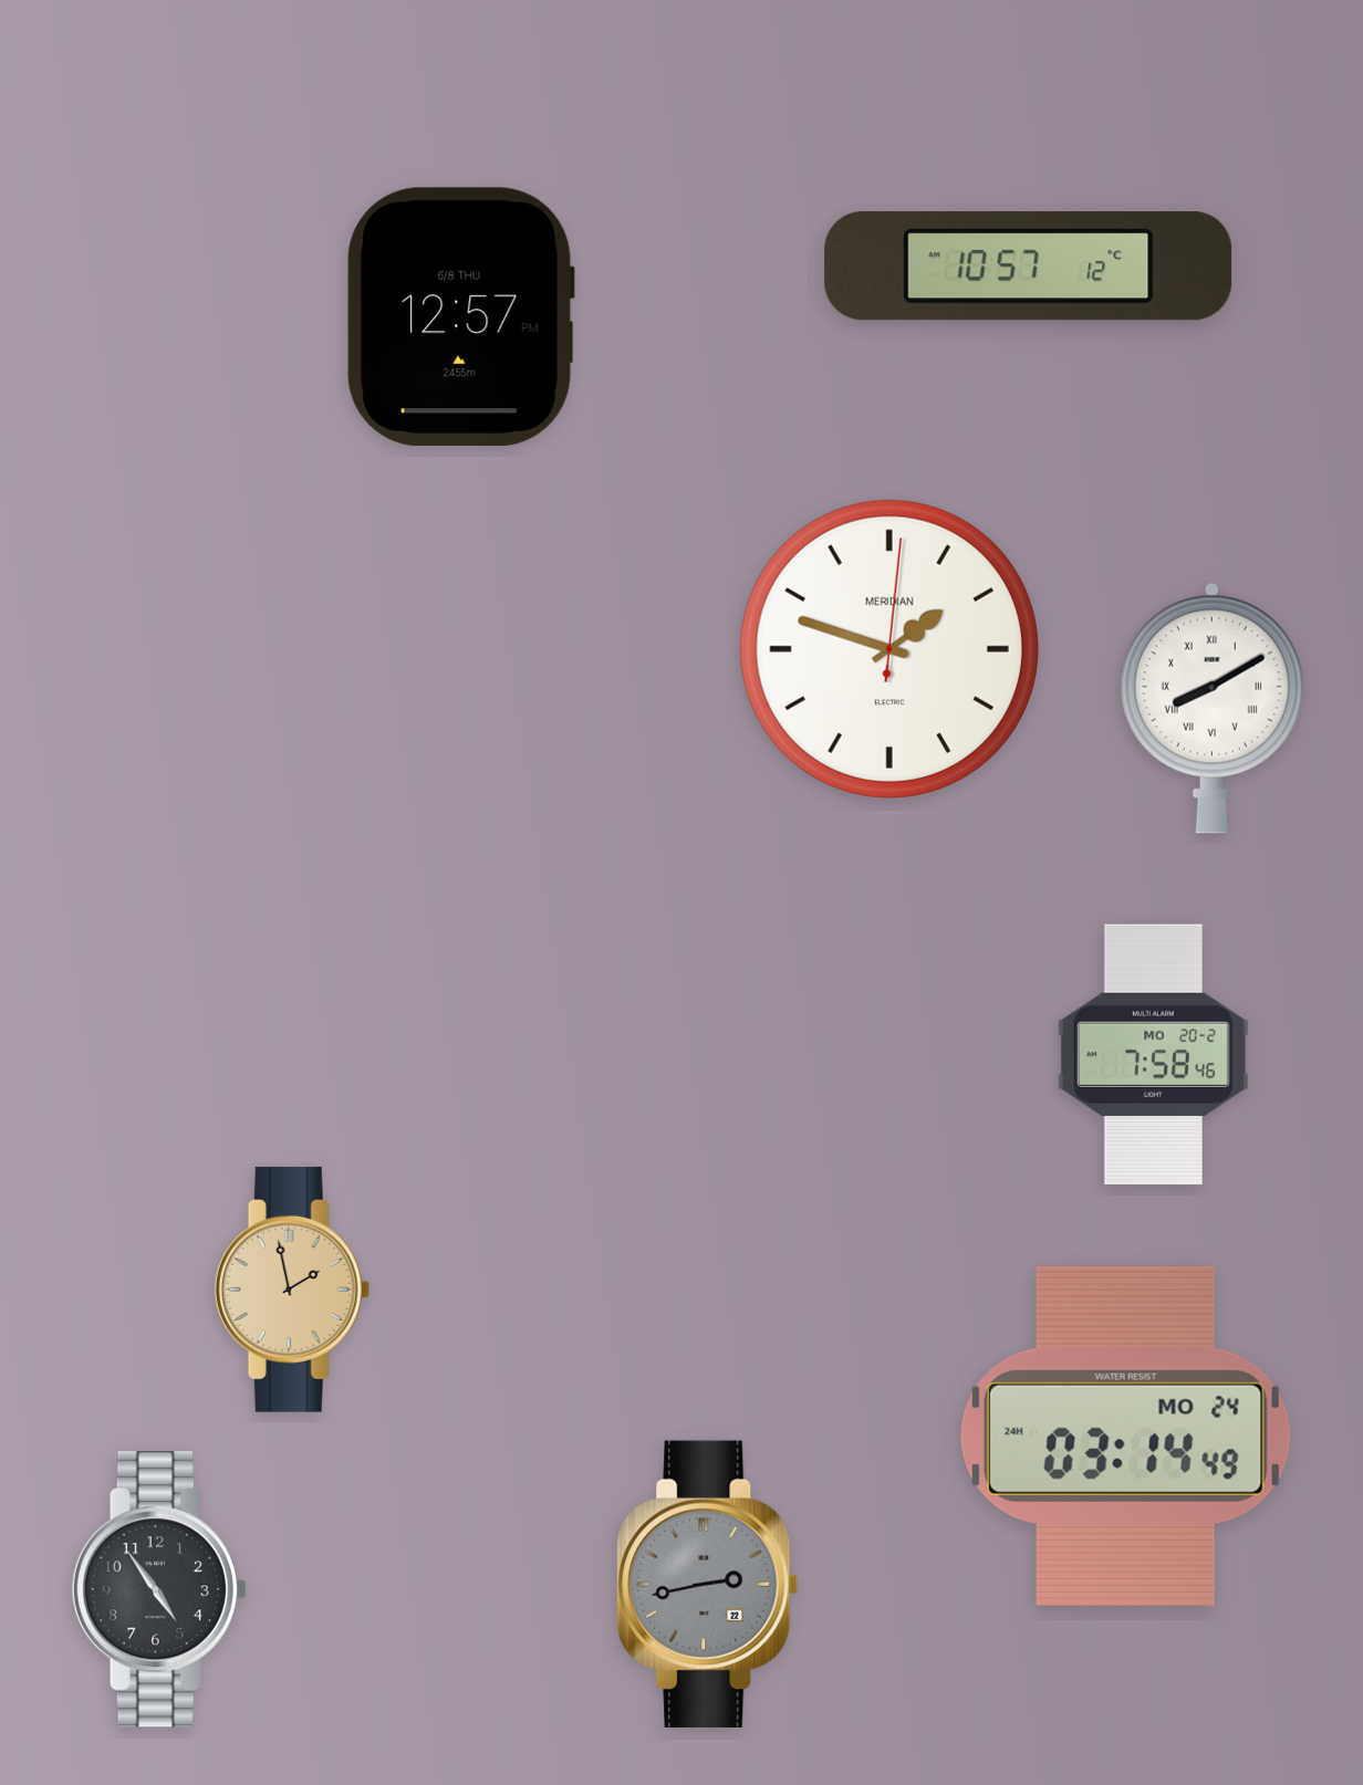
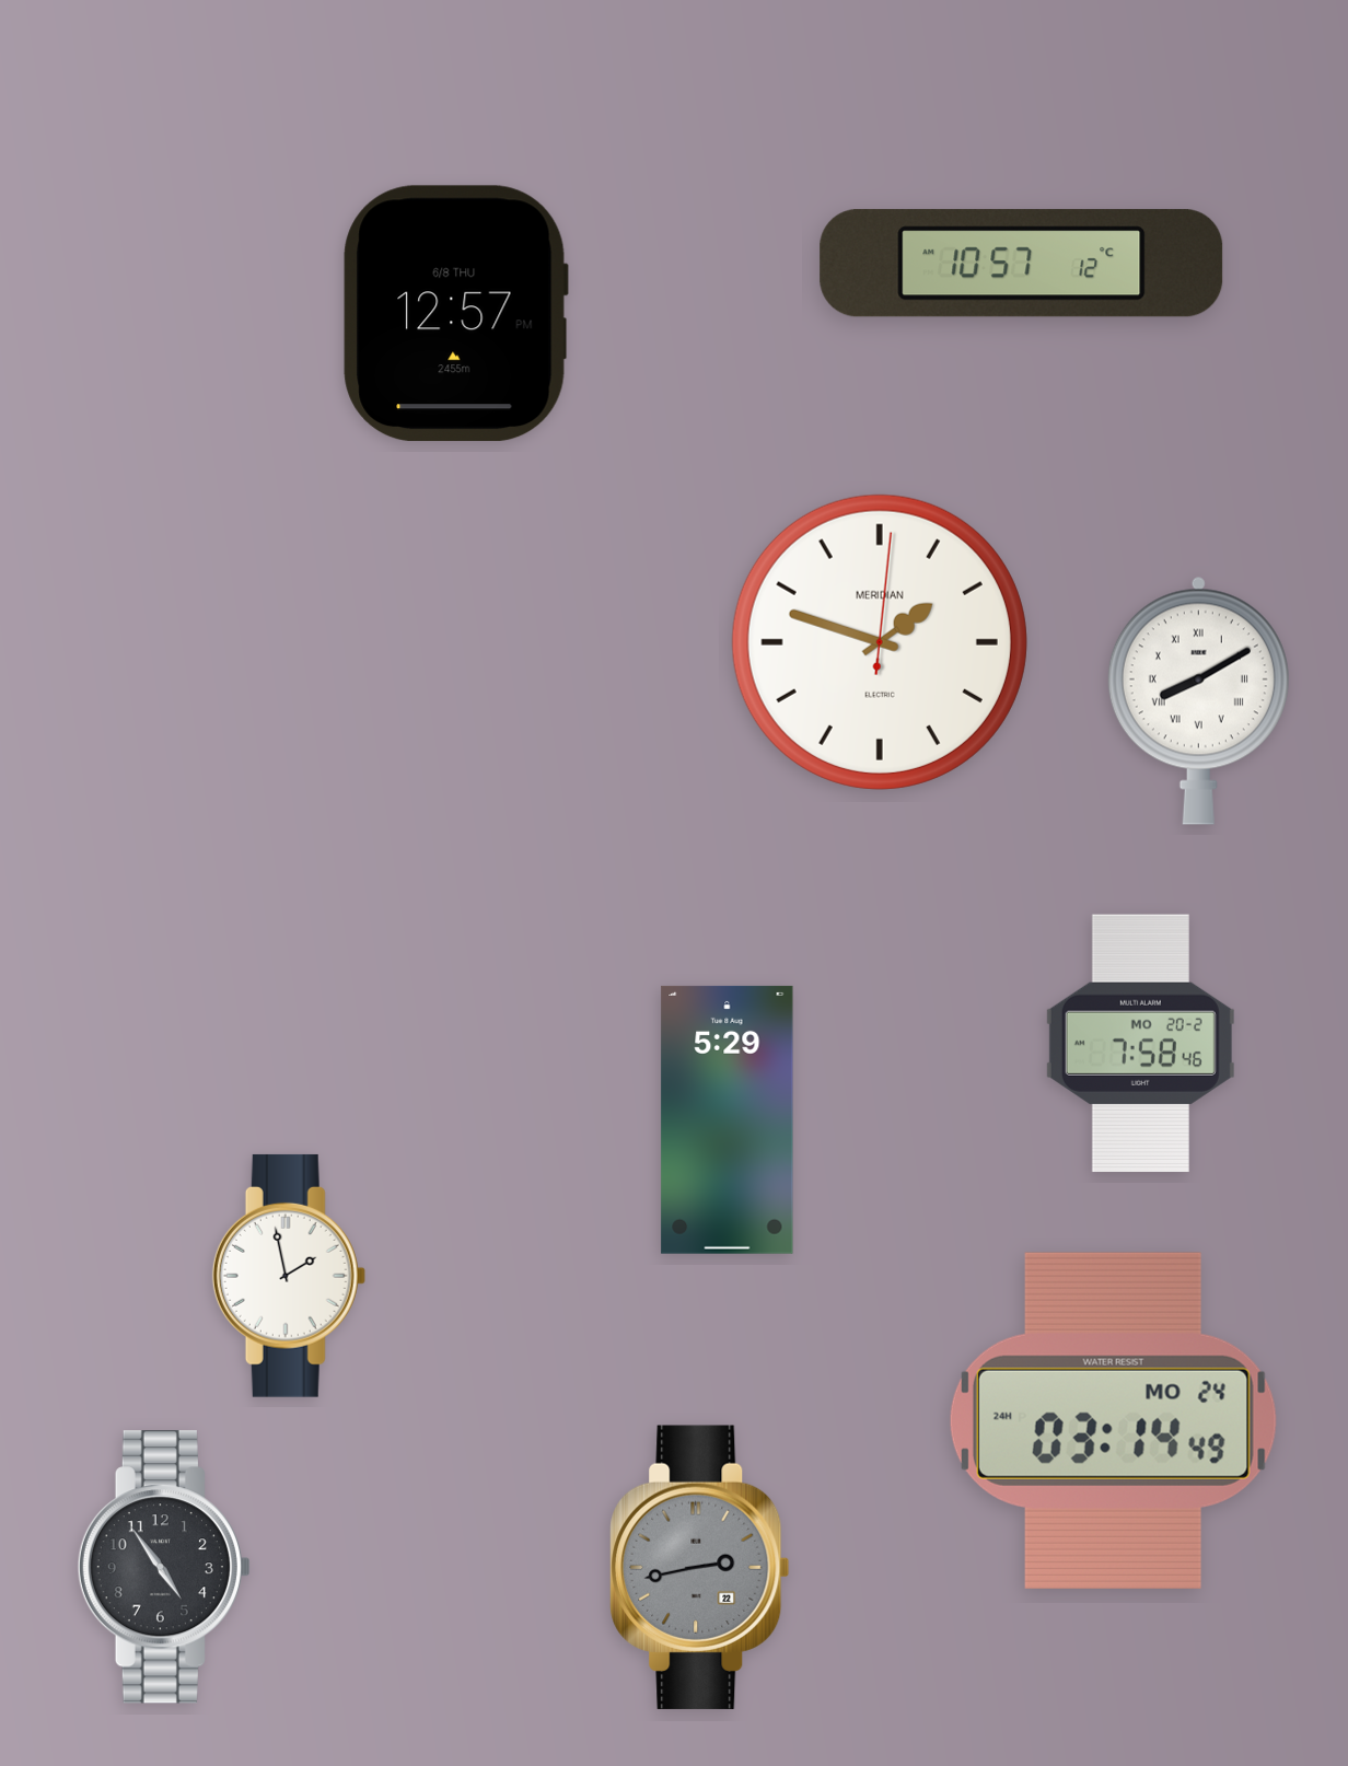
clock at (1029, 267) position: (1029, 267) -> (1022, 264)
clock at (728, 1119): none -> 5:29
clock at (292, 1290) dial: champagne -> white
clock at (159, 1589) position: (159, 1589) -> (164, 1567)
